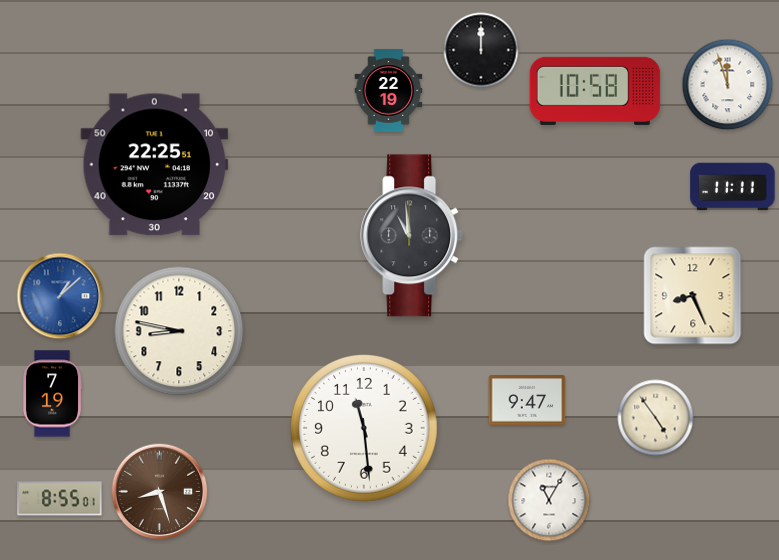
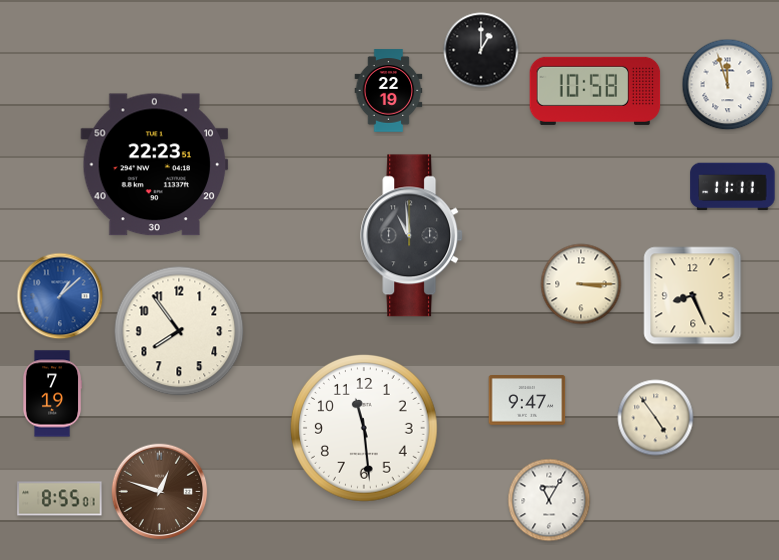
clock at (481, 50): 12:00 -> 1:00
clock at (155, 165): 22:25 -> 22:23
clock at (581, 284): none -> 3:15
clock at (179, 331): 8:47 -> 7:54
clock at (160, 492): 8:27 -> 12:48
